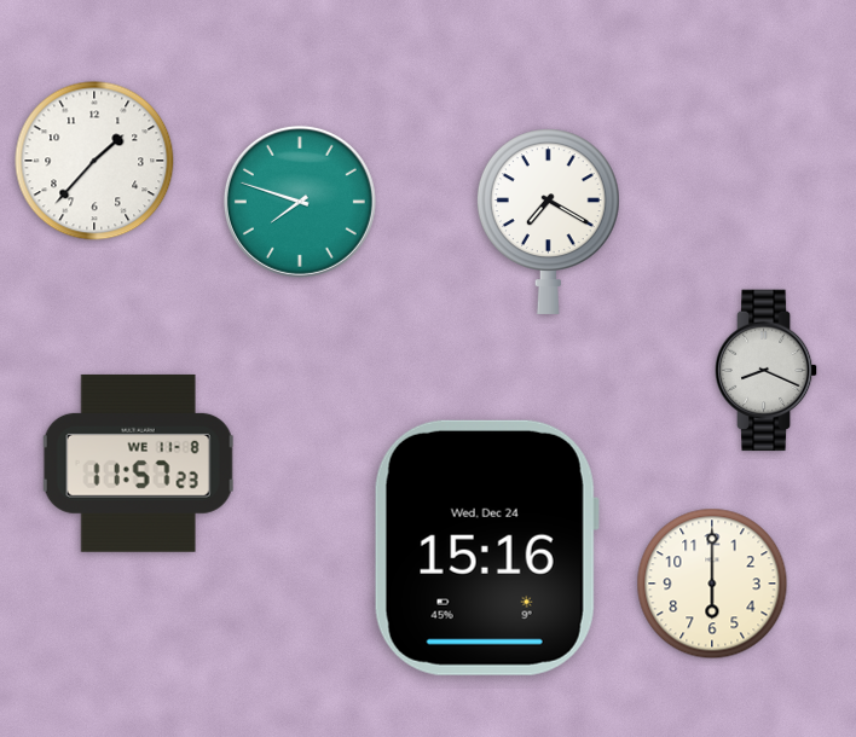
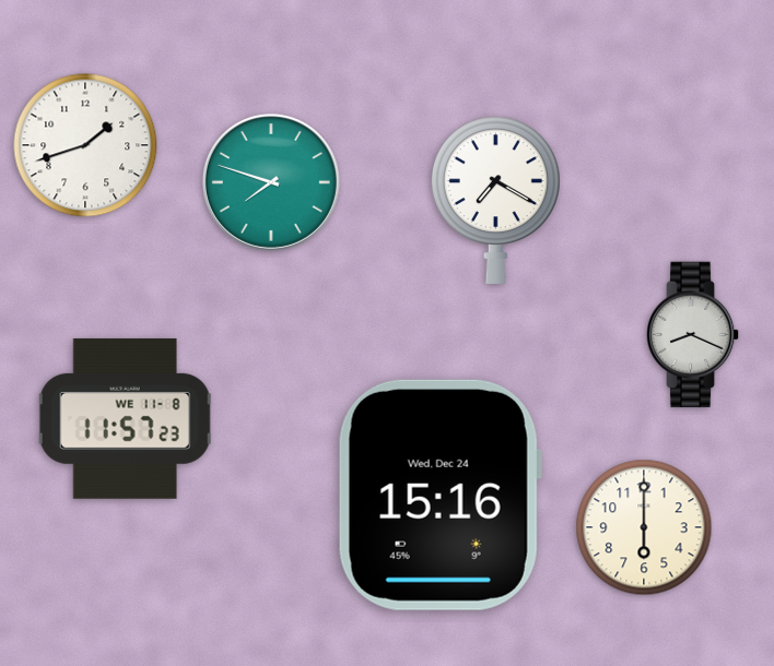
clock at (94, 161): 1:37 -> 1:42
